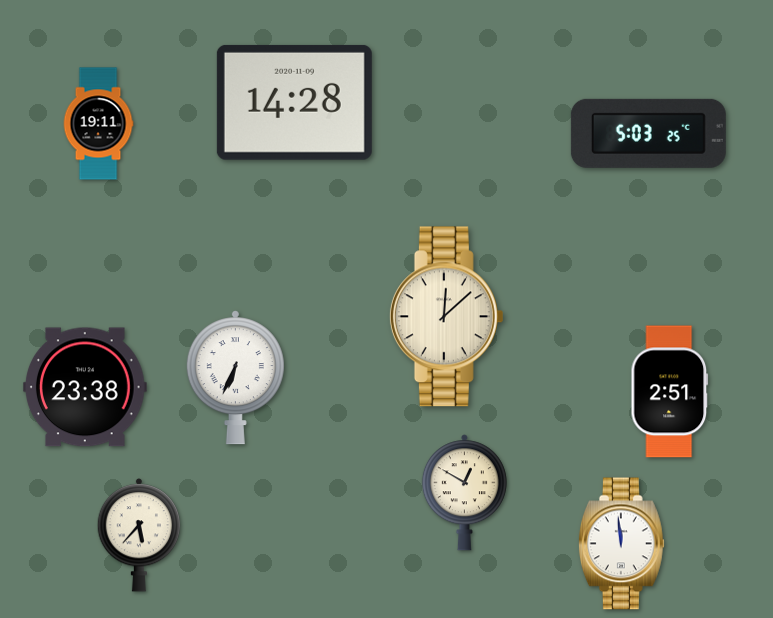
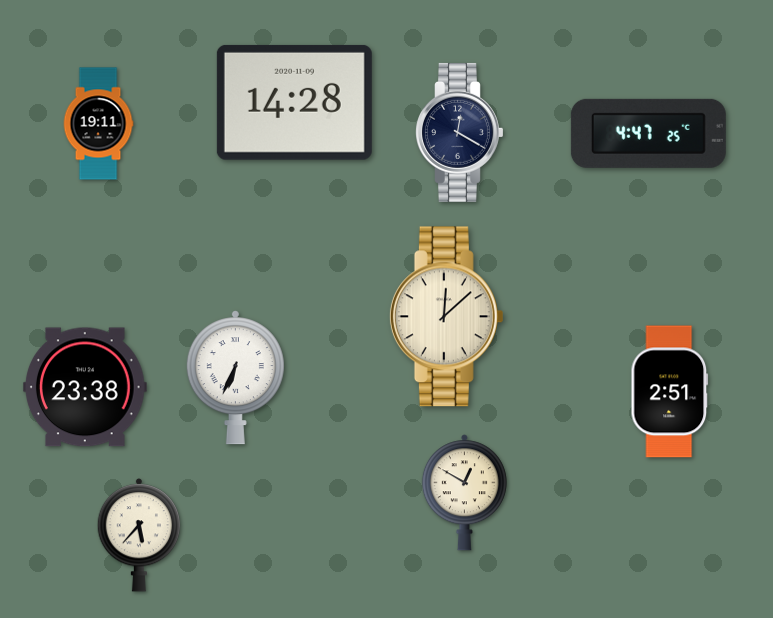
clock at (460, 132): none -> 12:20
clock at (648, 133): 5:03 -> 4:47
clock at (621, 544): 11:59 -> none
